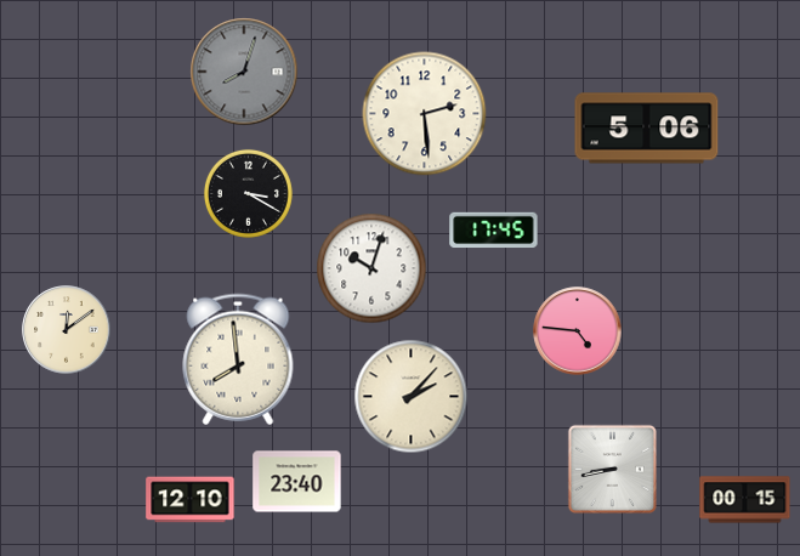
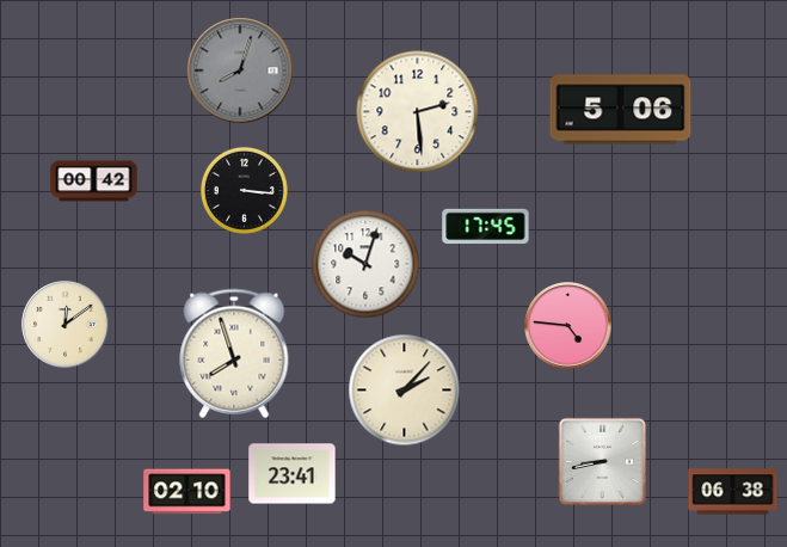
clock at (647, 129) position: (647, 129) -> (621, 110)
clock at (94, 182): none -> 00:42
clock at (248, 193): 3:20 -> 3:16
clock at (238, 359): 7:59 -> 7:57
clock at (297, 482): 23:40 -> 23:41
clock at (191, 500): 12:10 -> 02:10
clock at (745, 500): 00:15 -> 06:38
